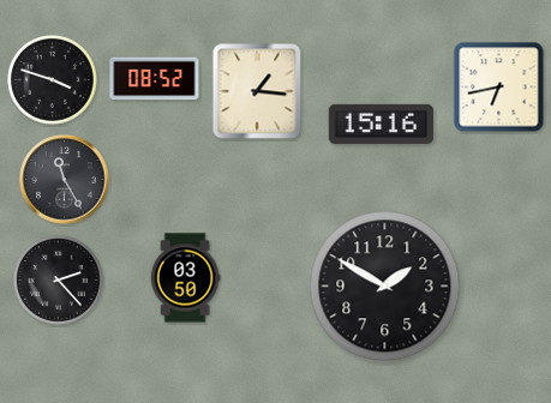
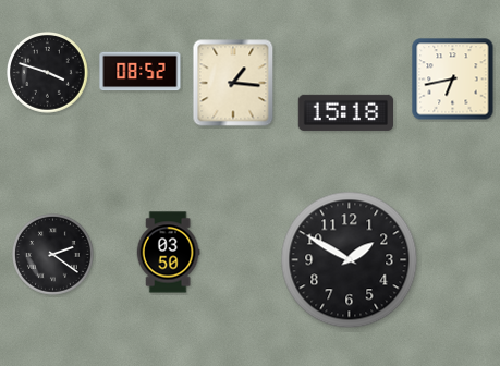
clock at (381, 124): 15:16 -> 15:18
clock at (65, 180): 11:25 -> none
clock at (59, 281): 2:23 -> 2:21
